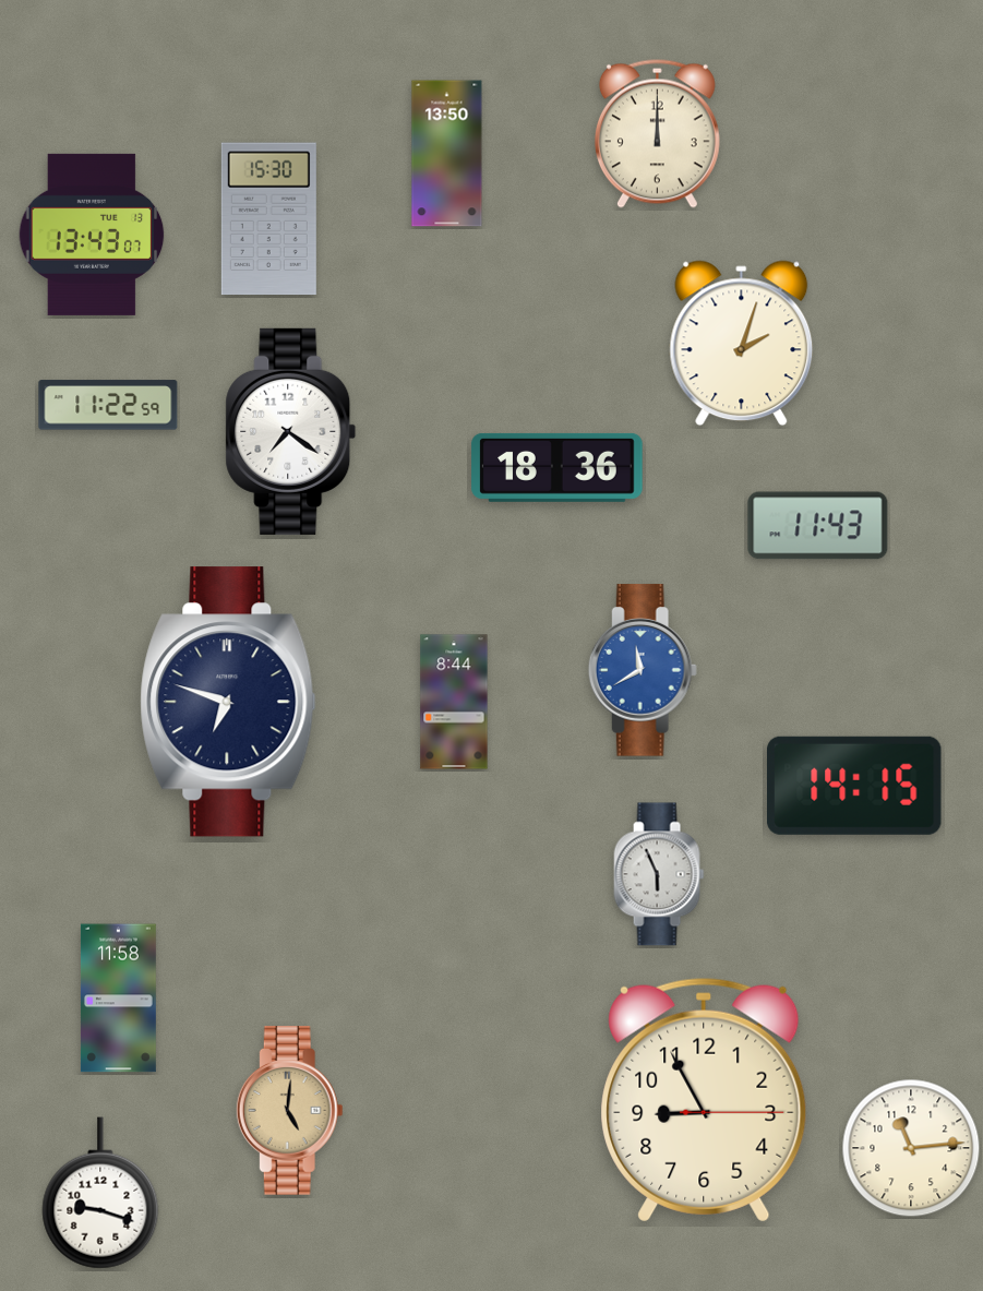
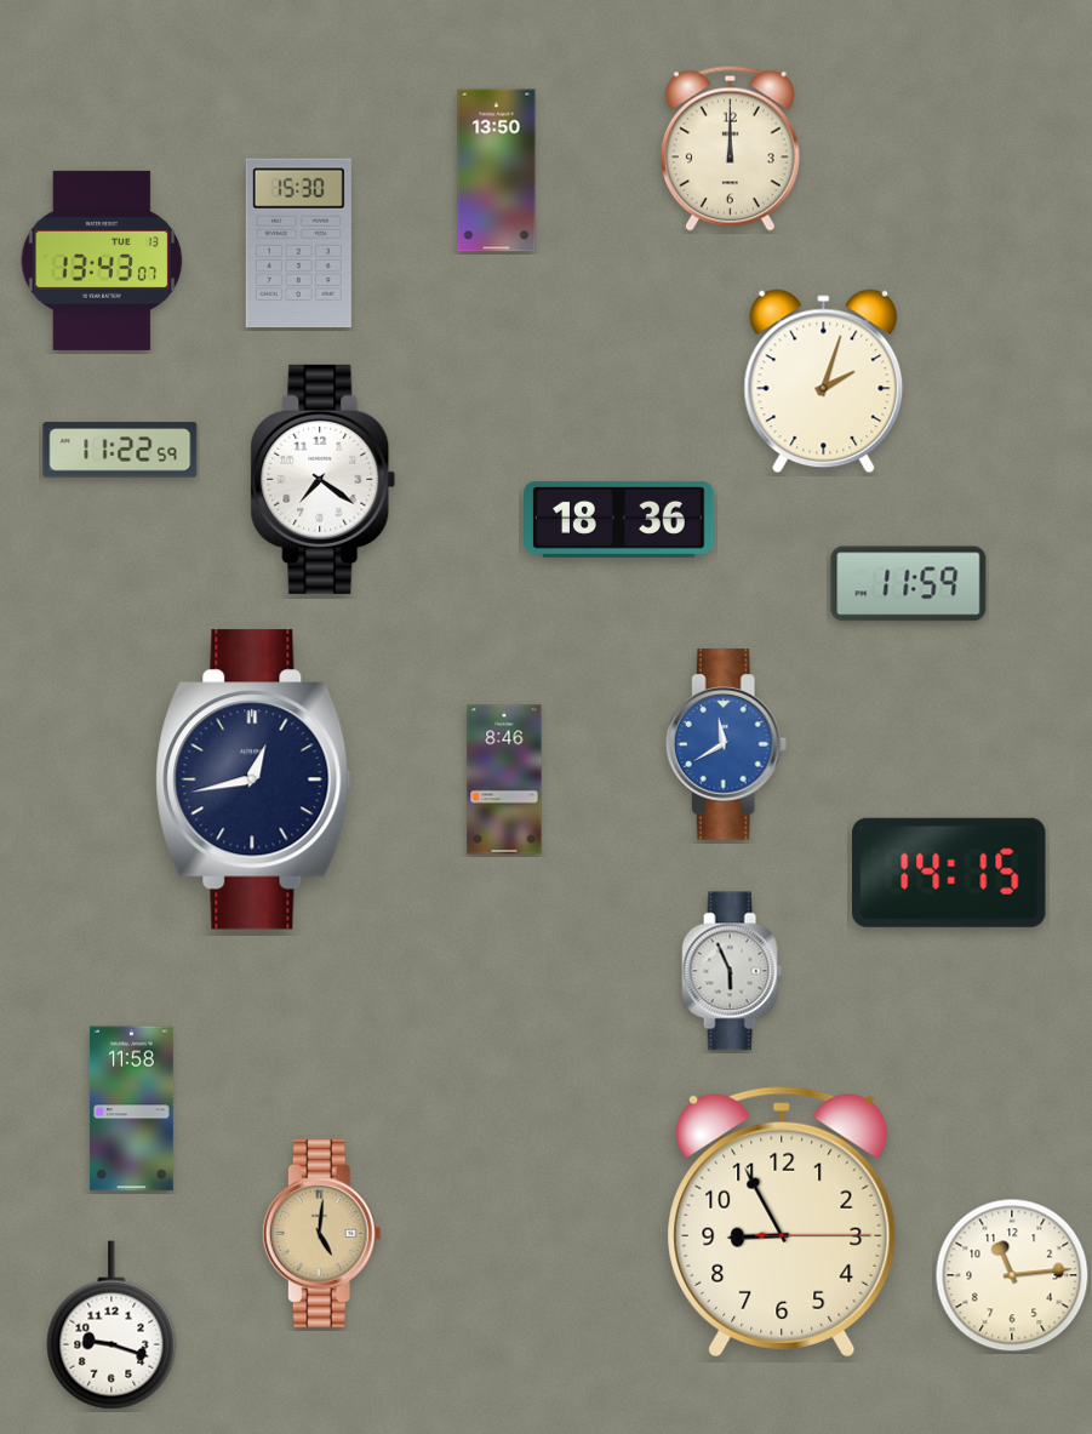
clock at (818, 526): 11:43 -> 11:59
clock at (643, 670) position: (643, 670) -> (726, 744)
clock at (228, 702): 6:48 -> 12:43
clock at (454, 702): 8:44 -> 8:46
